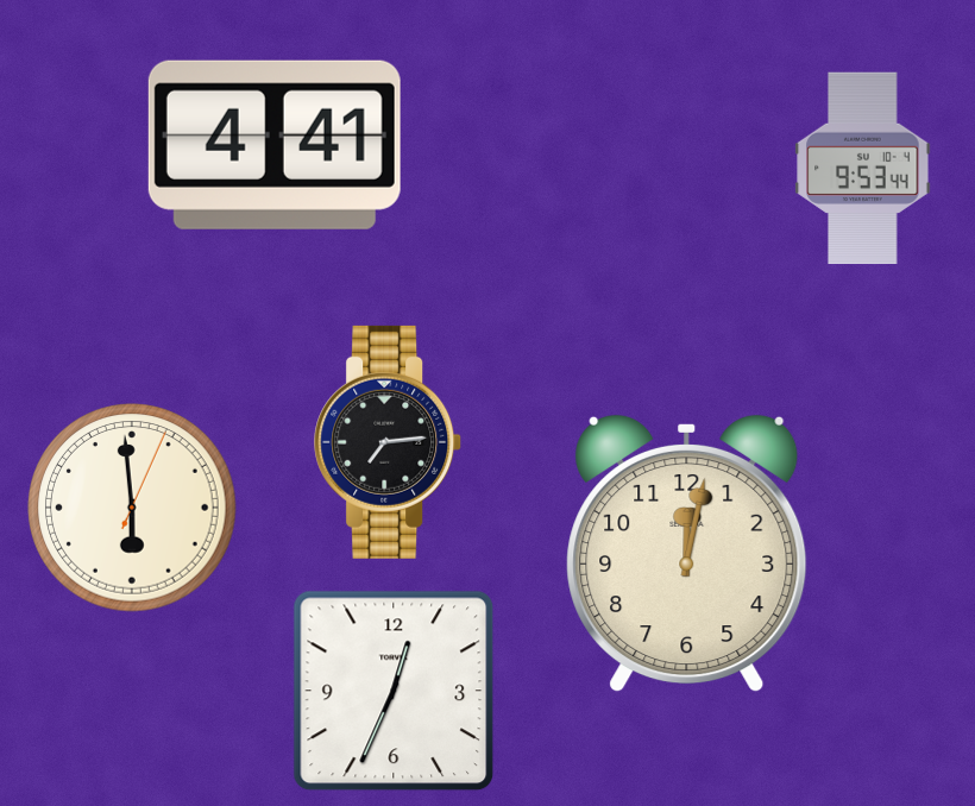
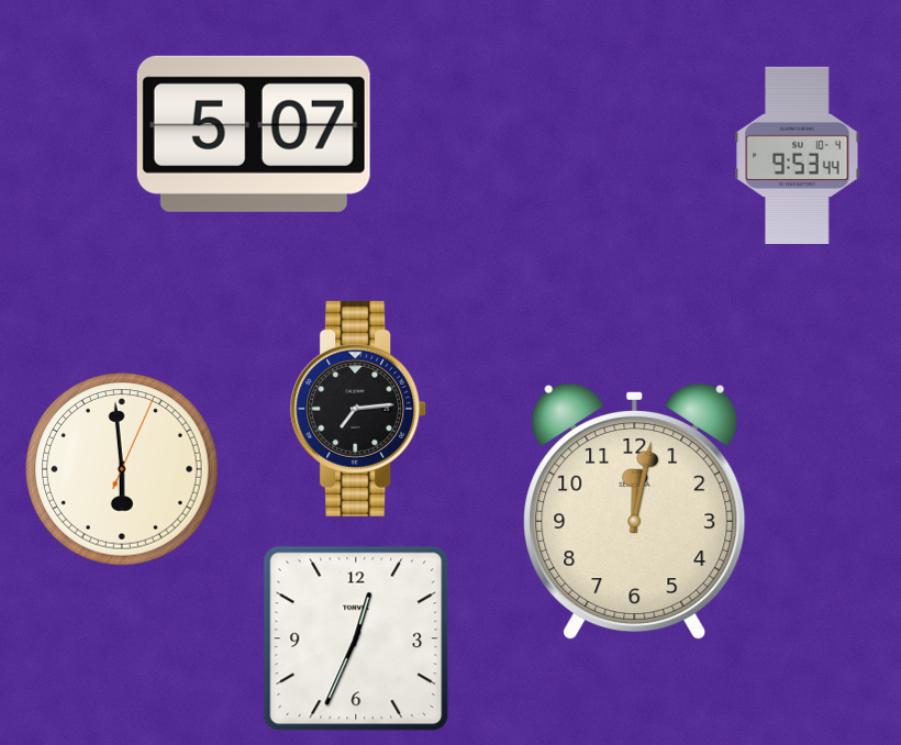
clock at (275, 145): 4:41 -> 5:07
clock at (394, 691) position: (394, 691) -> (356, 638)
